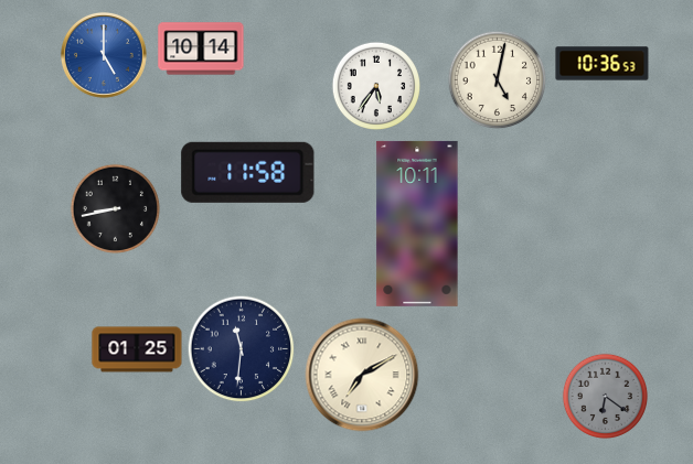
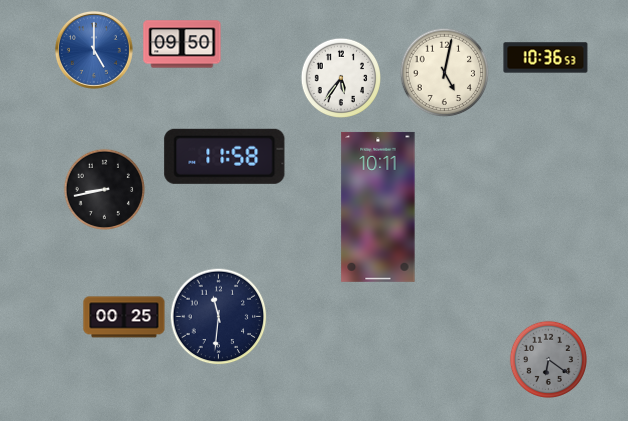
clock at (201, 48): 10:14 -> 09:50
clock at (497, 79) position: (497, 79) -> (444, 72)
clock at (417, 224) position: (417, 224) -> (378, 207)
clock at (137, 349): 01:25 -> 00:25
clock at (362, 375): 7:10 -> none
